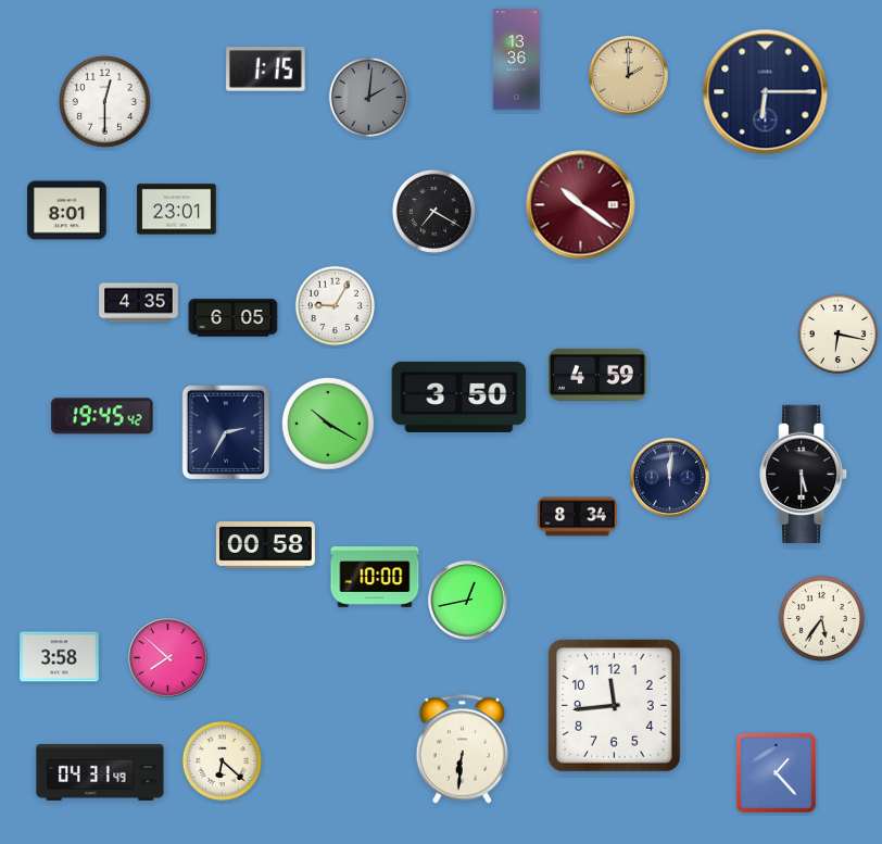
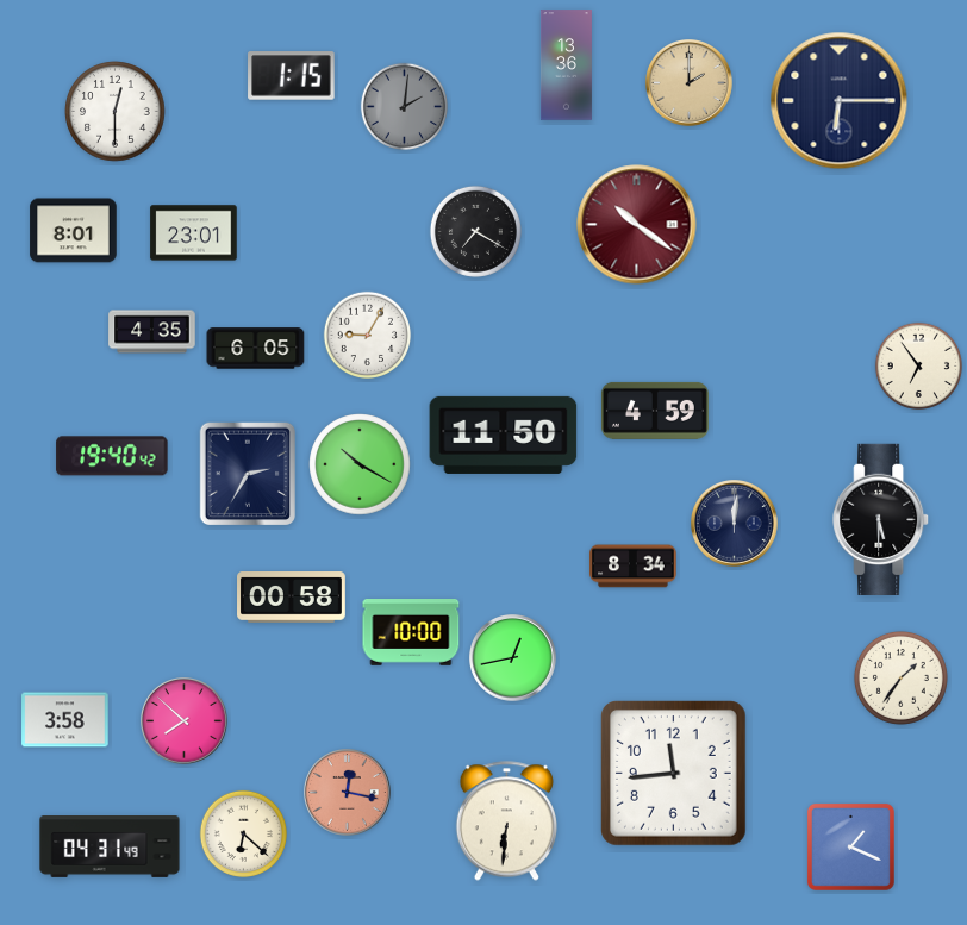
clock at (177, 210) position: (177, 210) -> (194, 233)
clock at (839, 335): 6:17 -> 6:54
clock at (459, 396): 3:50 -> 11:50
clock at (102, 416): 19:45 -> 19:40
clock at (821, 618): 5:36 -> 1:36
clock at (348, 793): none -> 12:17
clock at (776, 772): 1:23 -> 1:19
